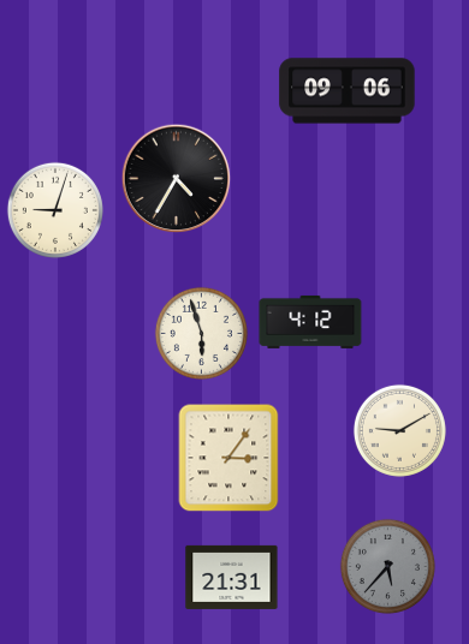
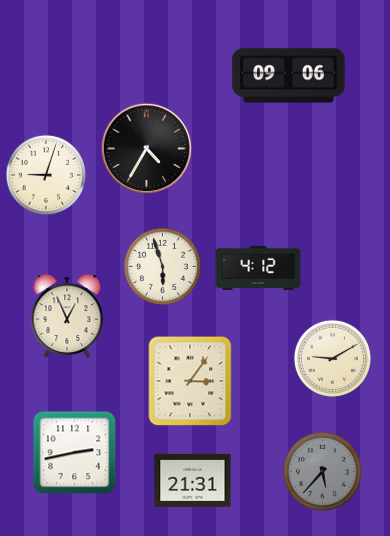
clock at (201, 333) position: (201, 333) -> (162, 266)
clock at (67, 316): none -> 12:56
clock at (74, 452): none -> 2:43
